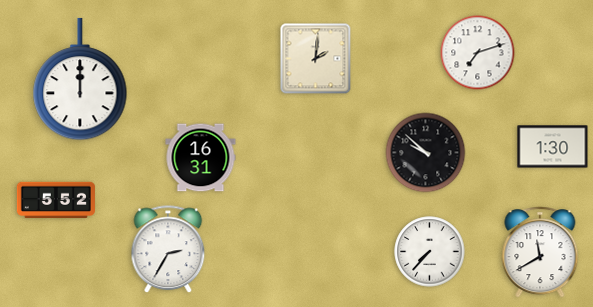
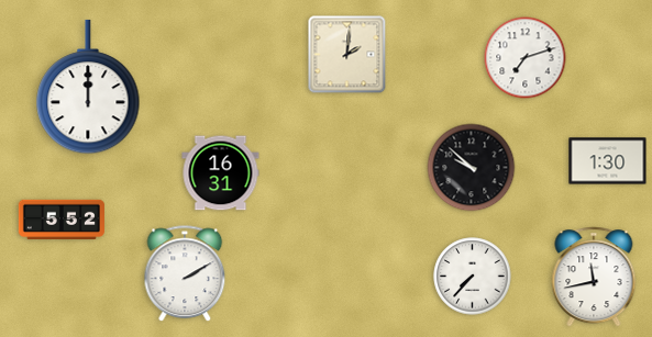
clock at (316, 59) position: (316, 59) -> (347, 55)
clock at (426, 153) position: (426, 153) -> (472, 168)
clock at (168, 250): 2:35 -> 2:10
clock at (540, 252): 11:40 -> 11:43
